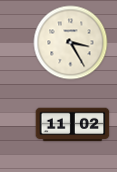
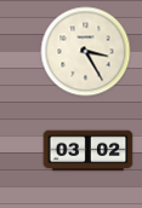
clock at (73, 125): 11:02 -> 03:02
